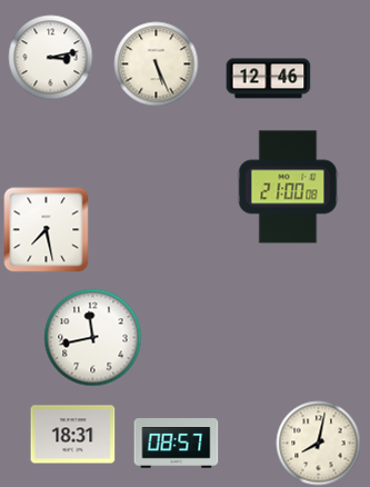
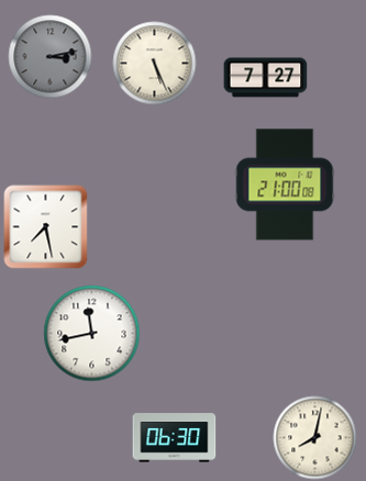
clock at (51, 58) dial: white -> grey
clock at (269, 79): 12:46 -> 7:27
clock at (73, 435): 18:31 -> none
clock at (177, 444): 08:57 -> 06:30
